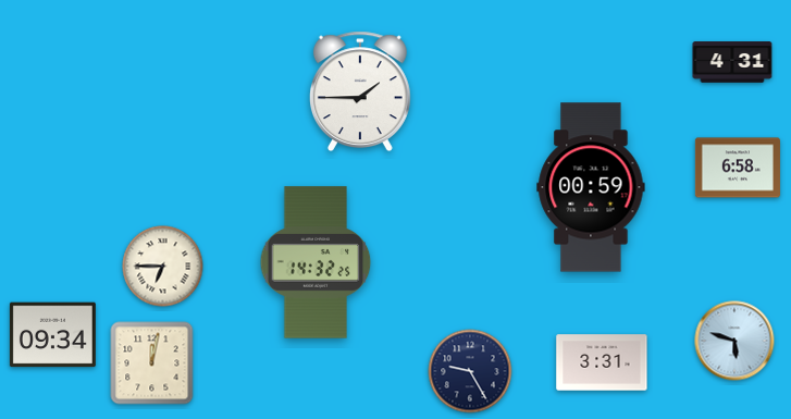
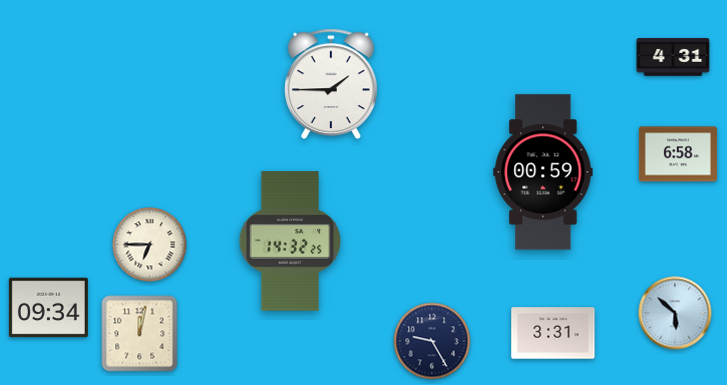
clock at (734, 341): 5:48 -> 5:52
